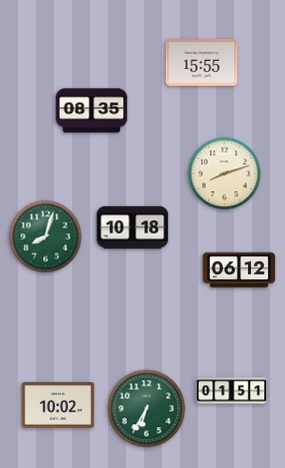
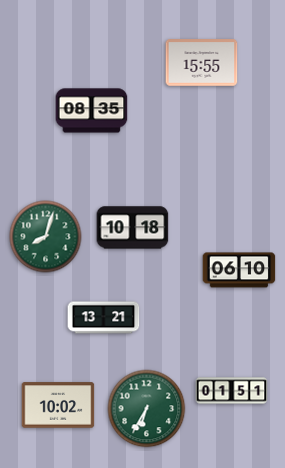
clock at (225, 174): 8:12 -> none
clock at (239, 270): 06:12 -> 06:10
clock at (104, 318): none -> 13:21
